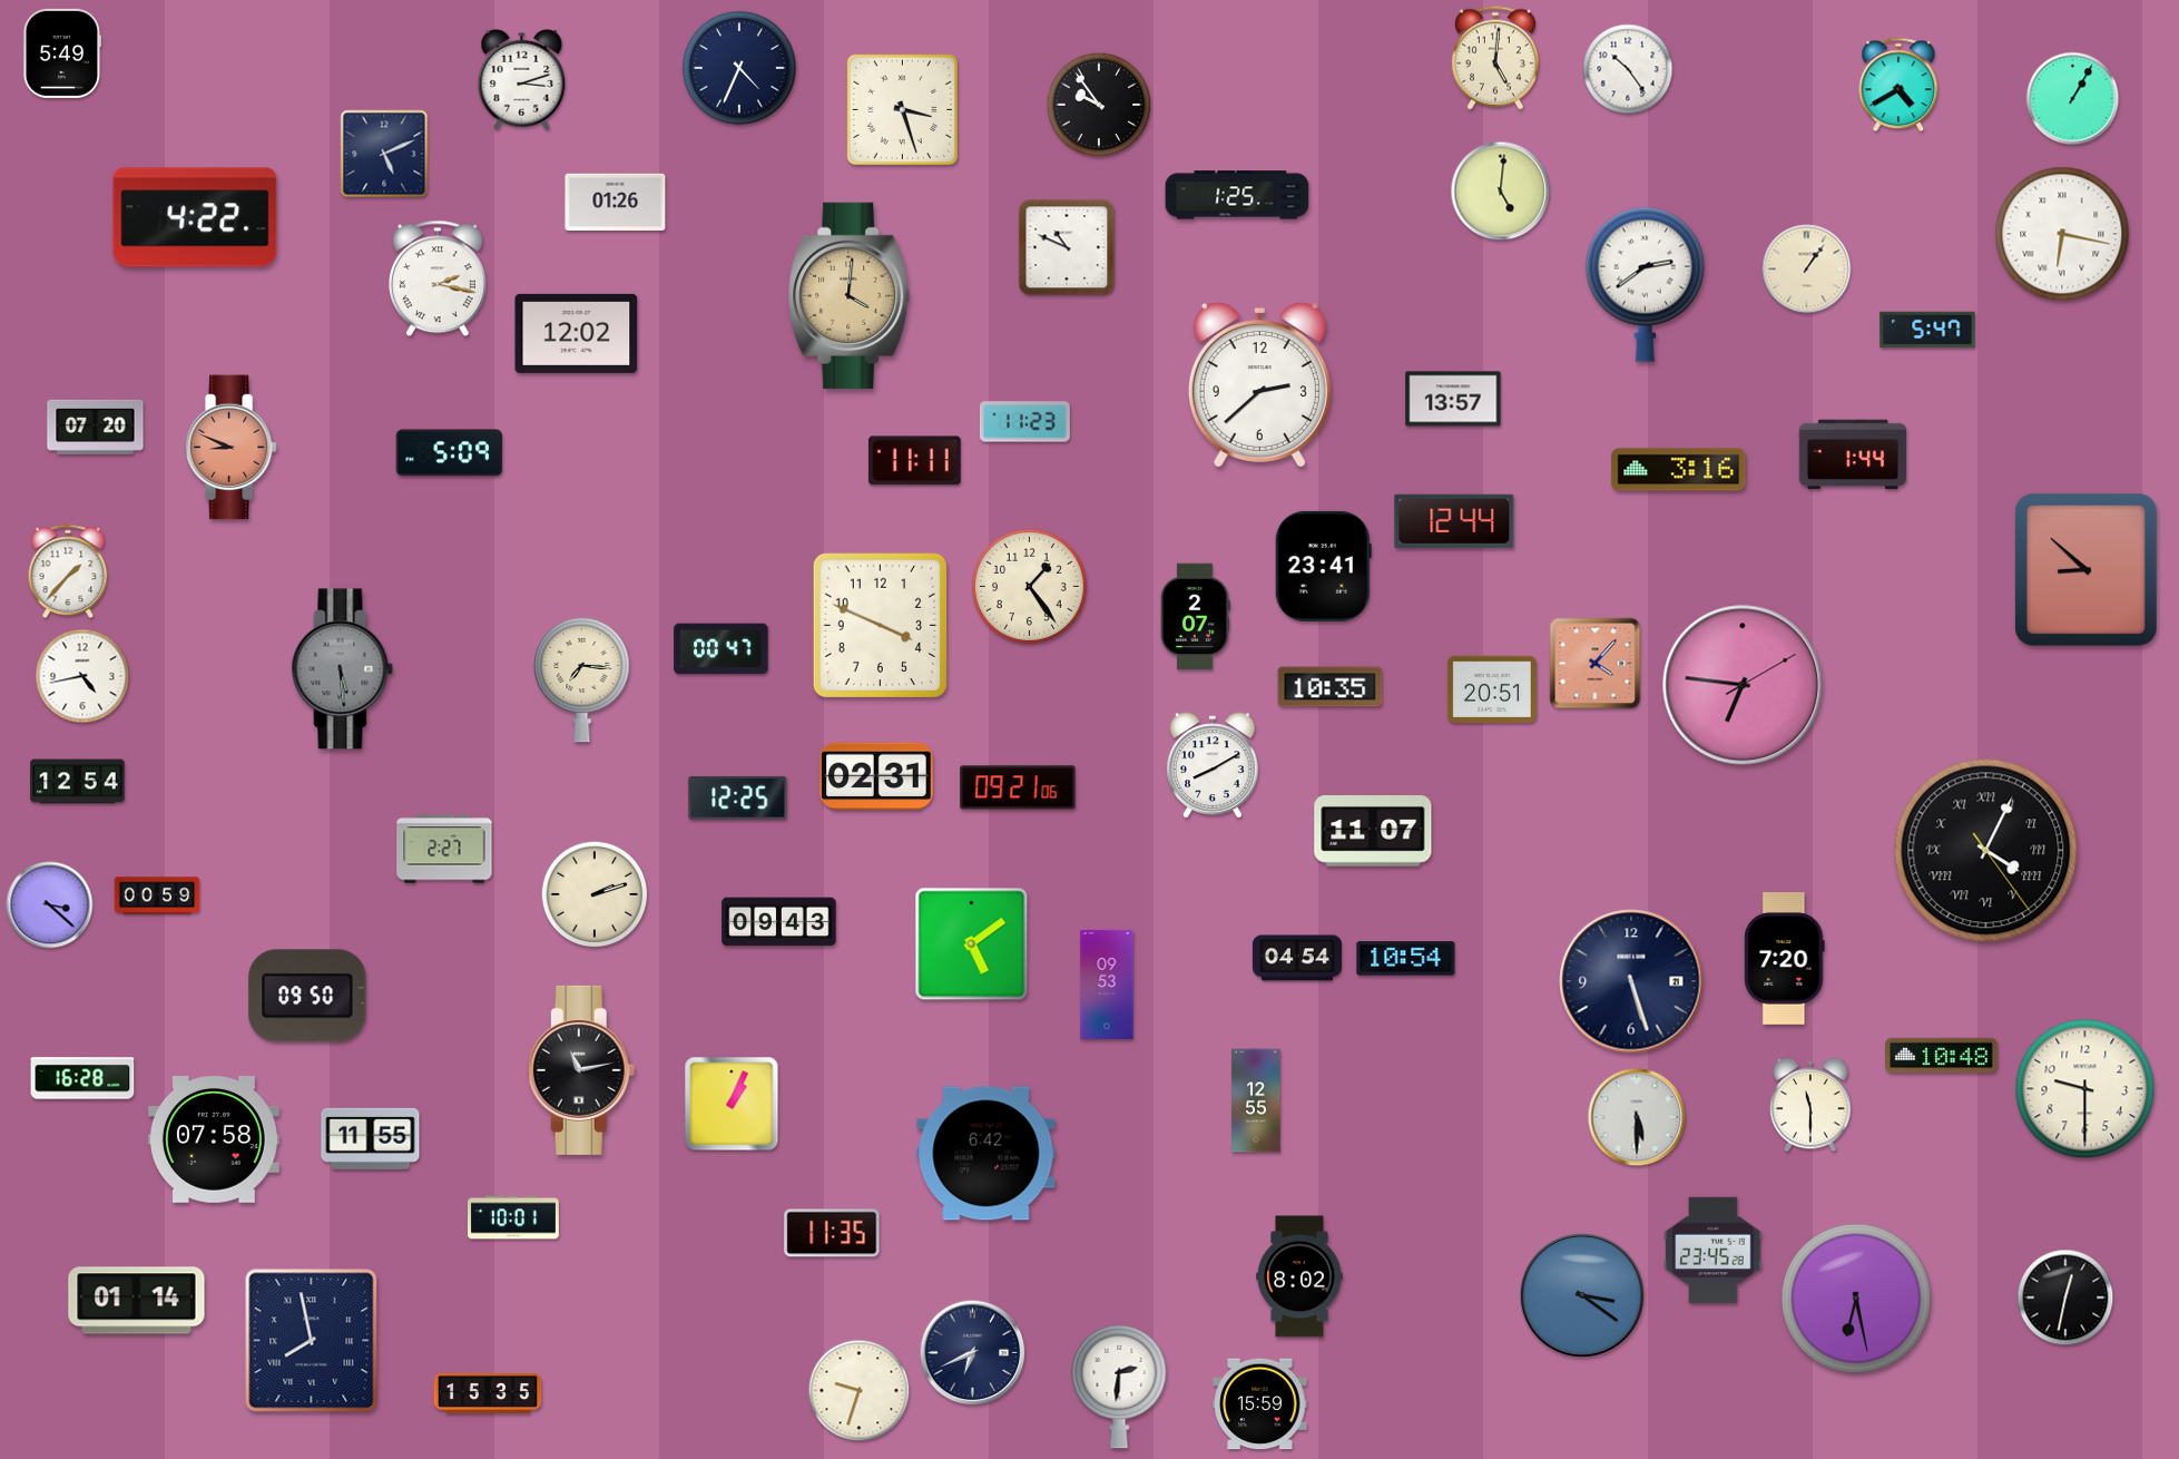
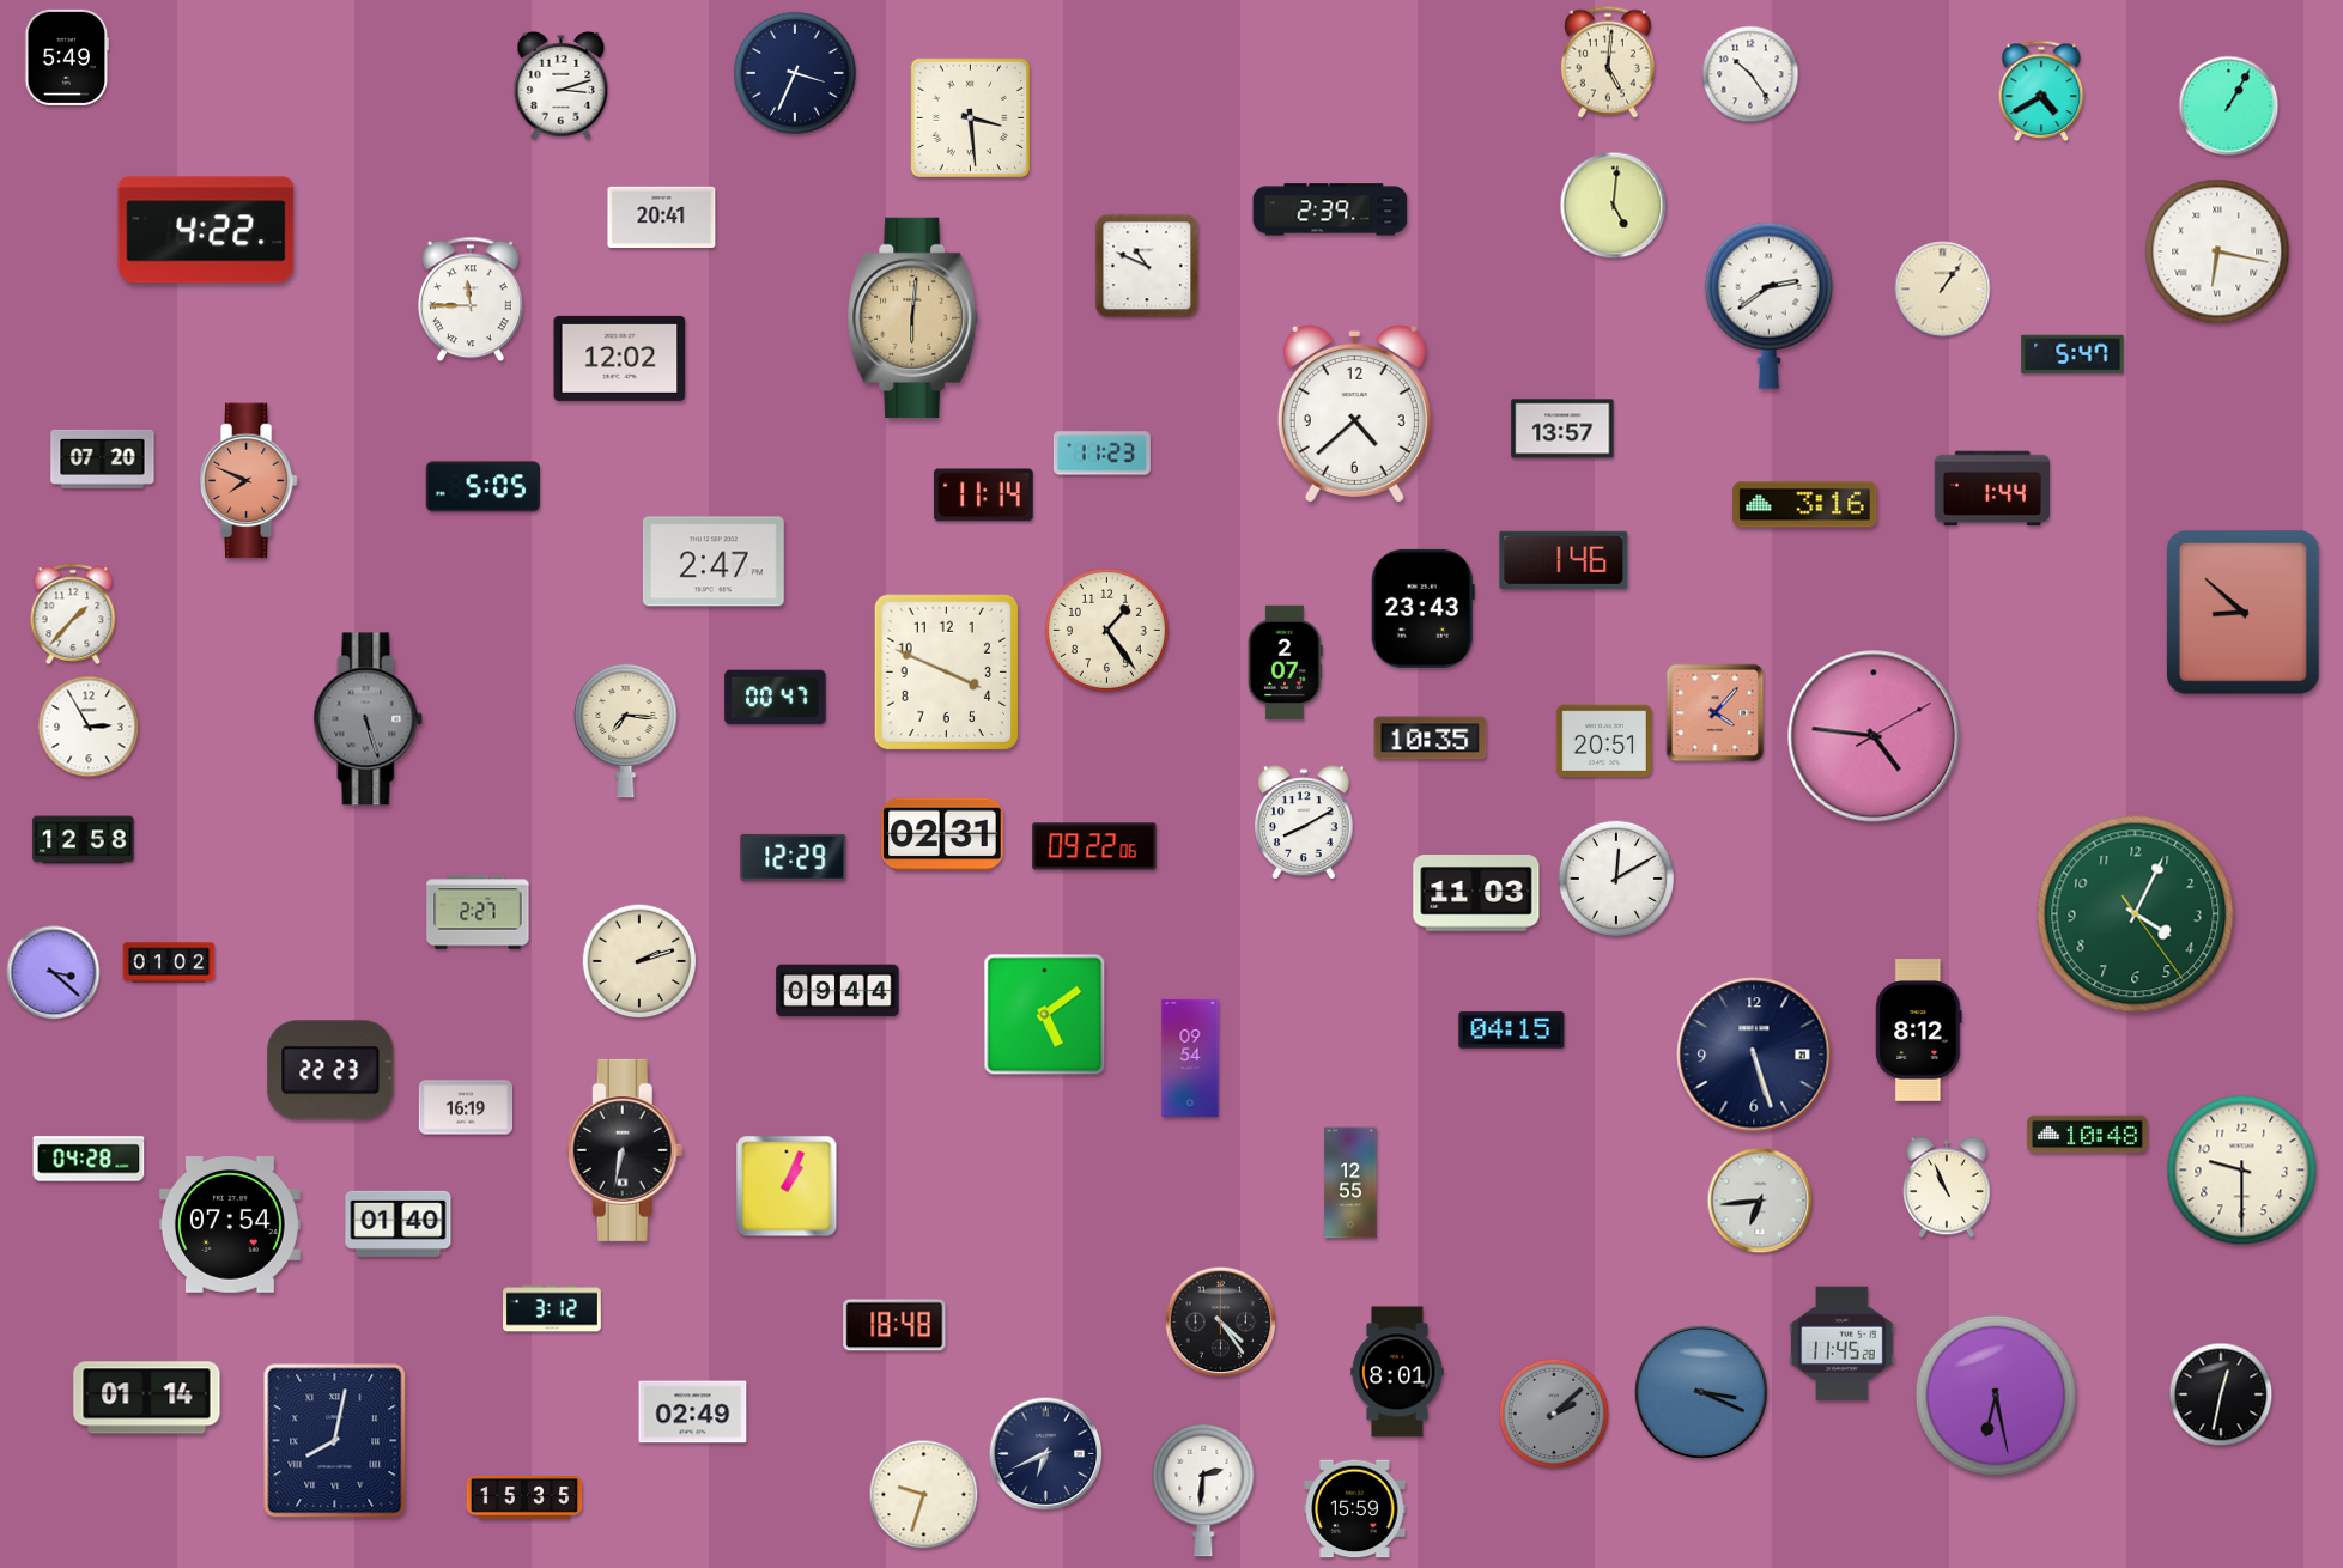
clock at (739, 68): 4:34 -> 3:34
clock at (1099, 105): 9:54 -> none
clock at (902, 109): 3:27 -> 3:29
clock at (384, 154): 5:11 -> none
clock at (1237, 195): 1:25 -> 2:39
clock at (616, 202): 01:26 -> 20:41
clock at (195, 217) position: (195, 217) -> (206, 230)
clock at (438, 278): 2:17 -> 11:45
clock at (850, 295): 4:01 -> 6:01
clock at (1259, 384): 2:38 -> 4:38
clock at (230, 448): 8:49 -> 7:49
clock at (450, 453): 5:09 -> 5:05
clock at (914, 461): 11:11 -> 11:14
clock at (1454, 521): 12:44 -> 1:46
clock at (714, 561): none -> 2:47
clock at (1323, 566): 23:41 -> 23:43
clock at (343, 669): 5:29 -> 5:27
clock at (82, 676): 4:43 -> 2:55
clock at (1743, 685): 6:46 -> 4:46
clock at (78, 782): 12:54 -> 12:58
clock at (1018, 787): 09:21 -> 09:22
clock at (738, 797): 12:25 -> 12:29
clock at (1615, 877): none -> 12:10
clock at (1373, 831): 11:07 -> 11:03
clock at (1986, 851) dial: black -> green
clock at (1986, 851) numerals: Roman -> Arabic
clock at (157, 895): 00:59 -> 01:02
clock at (779, 922): 09:43 -> 09:44
clock at (1297, 958): 04:54 -> none
clock at (1406, 959): 10:54 -> 04:15
clock at (1785, 959): 7:20 -> 8:12
clock at (1107, 985): 09:53 -> 09:54
clock at (307, 996): 09:50 -> 22:23
clock at (466, 1107): none -> 16:19
clock at (581, 1070): 11:13 -> 6:32
clock at (82, 1078): 16:28 -> 04:28
clock at (1810, 1105): 11:30 -> 10:56
clock at (1637, 1117): 5:30 -> 6:44
clock at (371, 1138): 11:55 -> 01:40
clock at (214, 1140): 07:58 -> 07:54
clock at (987, 1154): 6:42 -> none
clock at (514, 1217): 10:01 -> 3:12
clock at (1221, 1323): none -> 4:24
clock at (832, 1233): 11:35 -> 18:48
clock at (1714, 1251): 23:45 -> 11:45
clock at (1299, 1276): 8:02 -> 8:01
clock at (1582, 1295): 3:21 -> 3:19
clock at (693, 1412): none -> 02:49
clock at (1554, 1414): none -> 2:08
clock at (312, 1341): 7:58 -> 8:02
